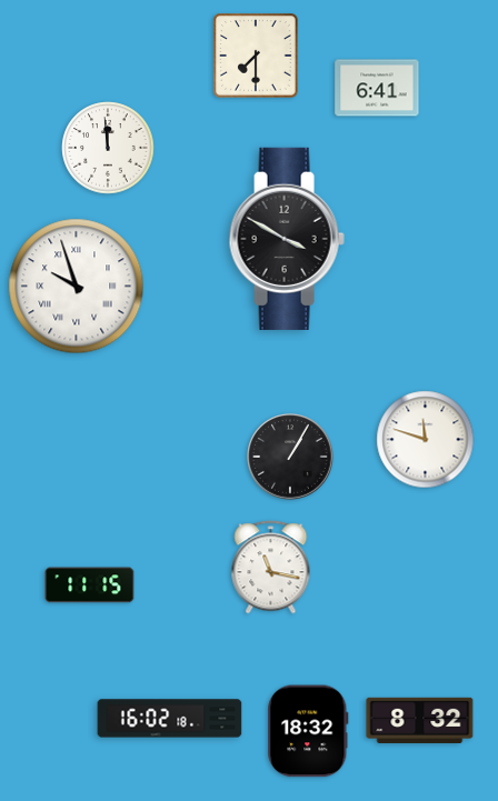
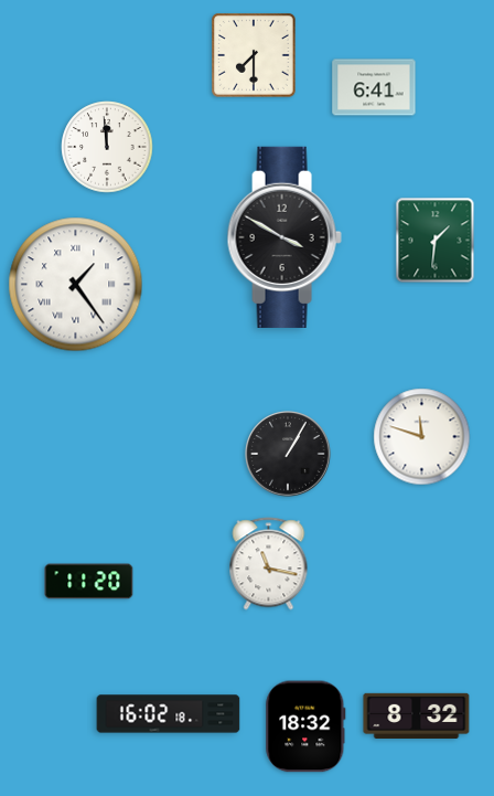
clock at (436, 241): none -> 1:31
clock at (77, 287): 9:57 -> 1:24
clock at (90, 585): 11:15 -> 11:20
